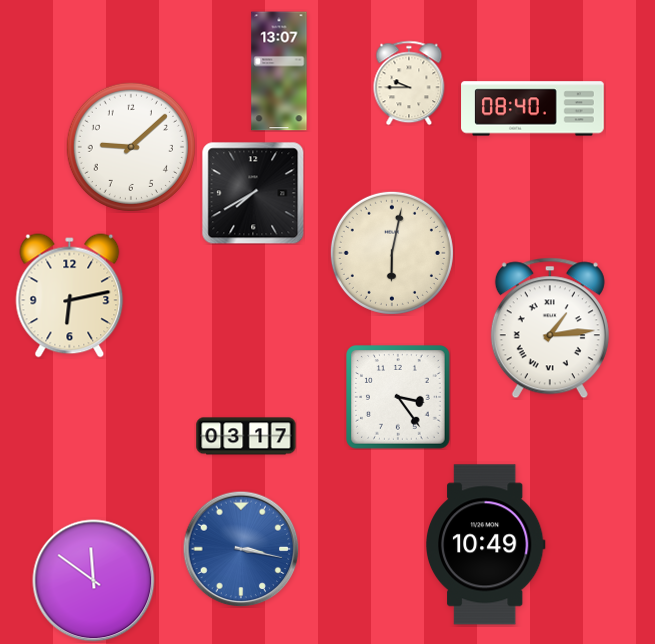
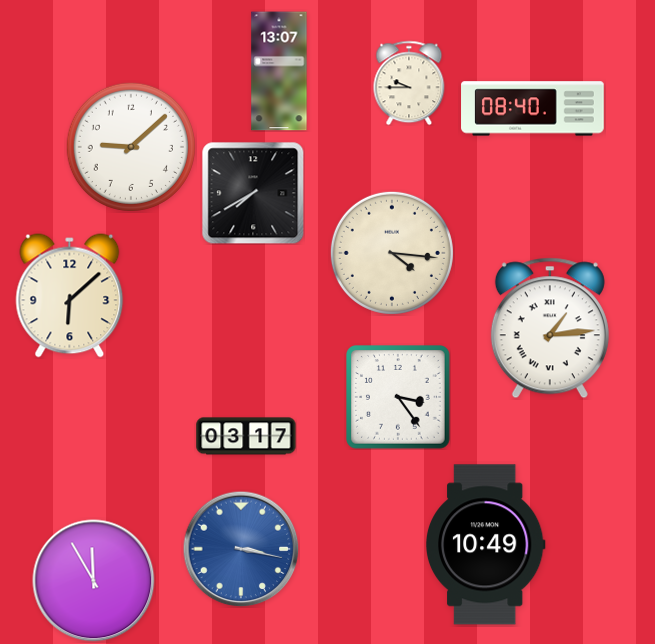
clock at (392, 253): 6:02 -> 4:16
clock at (70, 296): 6:13 -> 6:08
clock at (94, 581): 11:51 -> 11:55
